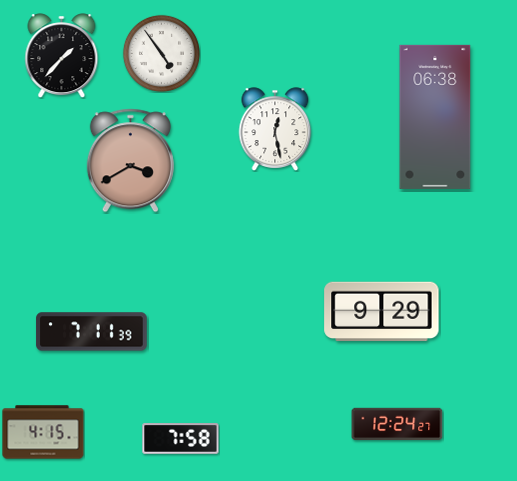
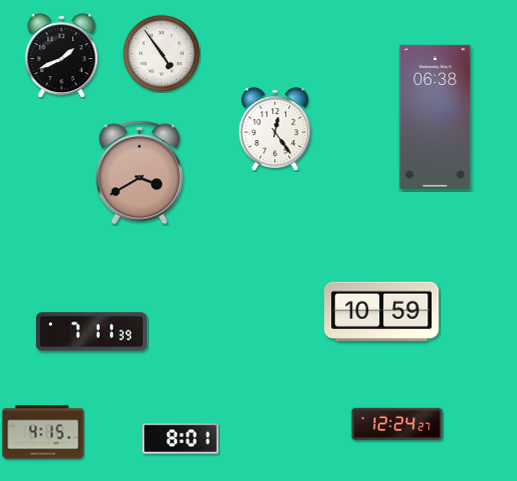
clock at (62, 56): 1:37 -> 1:41
clock at (275, 129): 12:28 -> 12:24
clock at (130, 161) position: (130, 161) -> (139, 173)
clock at (382, 312): 9:29 -> 10:59
clock at (181, 439): 7:58 -> 8:01
